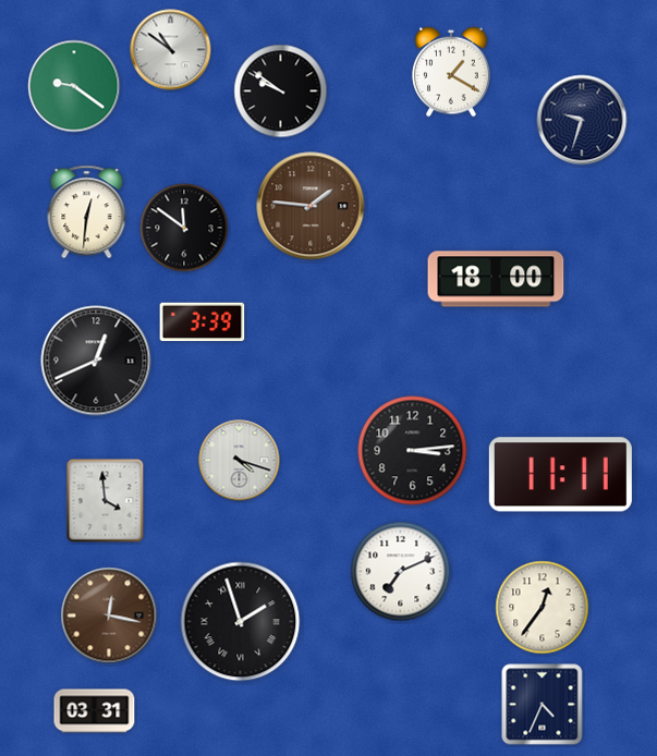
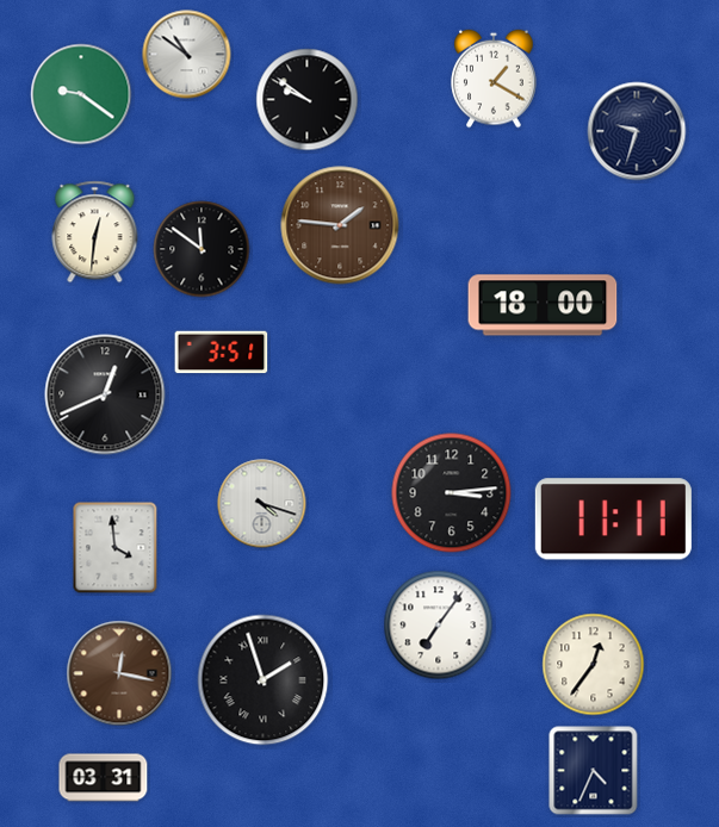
clock at (203, 322): 3:39 -> 3:51
clock at (401, 572): 7:11 -> 7:06
